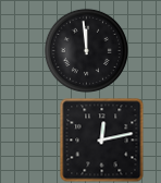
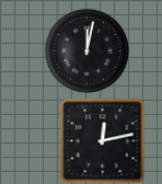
clock at (86, 50): 11:59 -> 12:02
